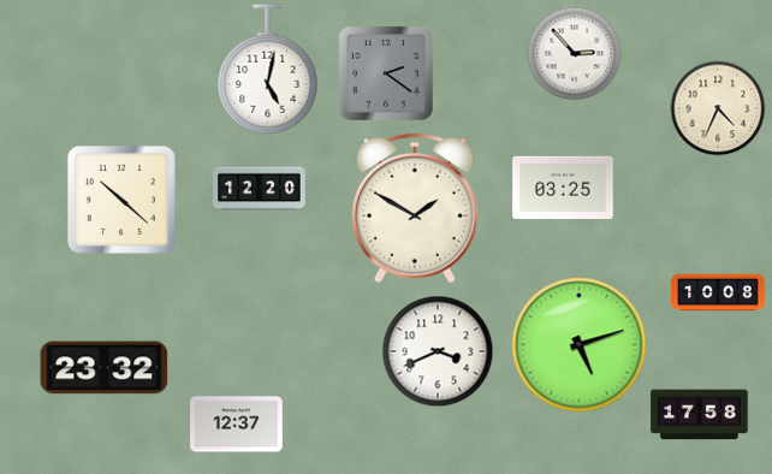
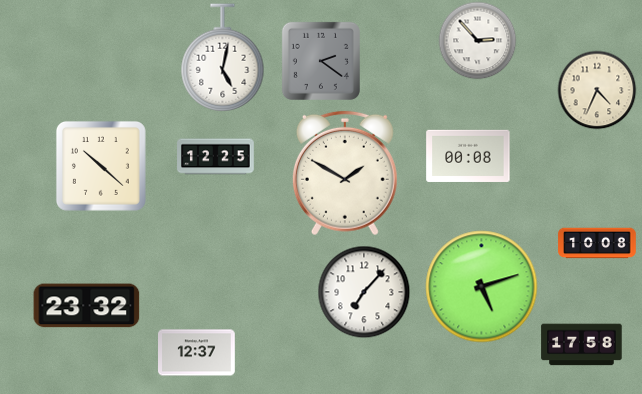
clock at (574, 53) position: (574, 53) -> (477, 40)
clock at (563, 188): 03:25 -> 00:08
clock at (260, 189): 12:20 -> 12:25
clock at (438, 351): 3:41 -> 7:07
